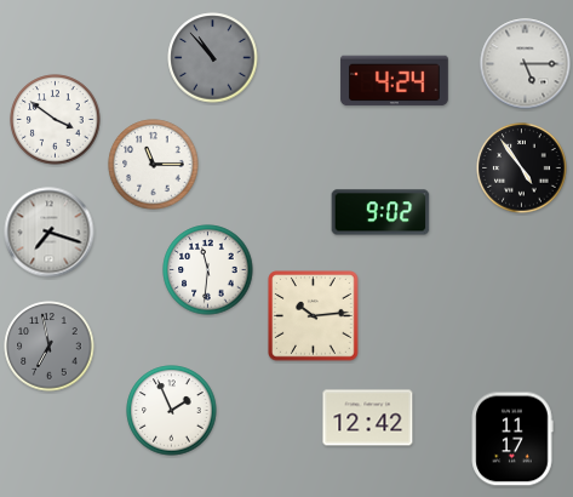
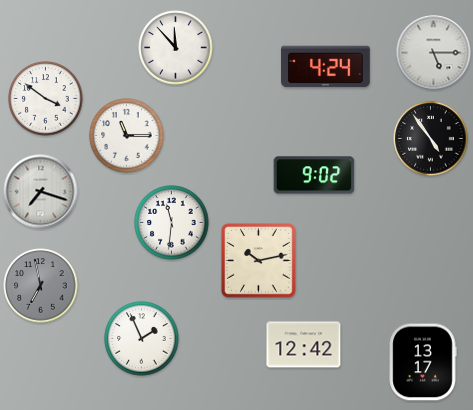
clock at (213, 58): 10:53 -> 11:53
clock at (213, 58) dial: grey -> white
clock at (314, 316): 10:14 -> 10:13
clock at (512, 439): 11:17 -> 13:17
